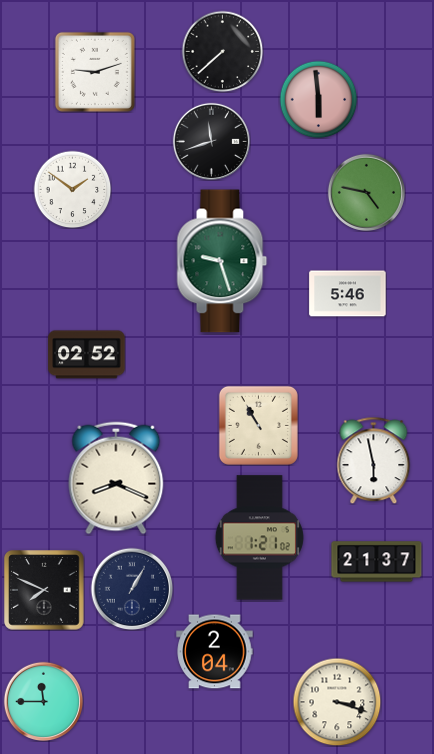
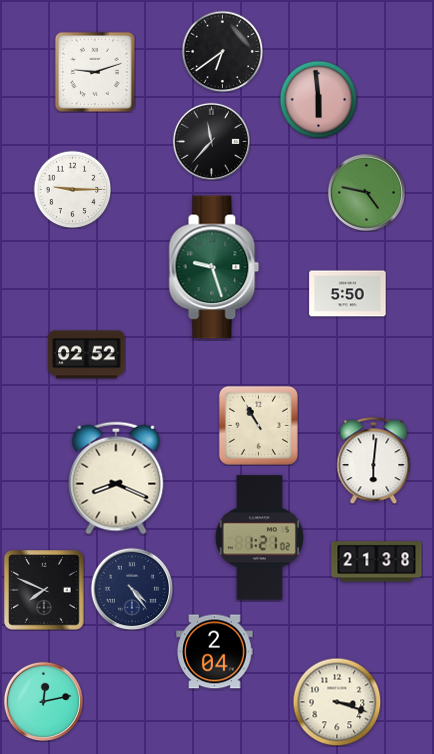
clock at (222, 51): 7:38 -> 6:39
clock at (211, 141): 11:42 -> 11:37
clock at (72, 189): 1:51 -> 9:15
clock at (222, 261) position: (222, 261) -> (214, 267)
clock at (348, 294): 5:46 -> 5:50
clock at (374, 460): 5:58 -> 6:01
clock at (377, 562): 21:37 -> 21:38
clock at (132, 589): 1:05 -> 4:24
clock at (43, 701): 11:45 -> 12:13
